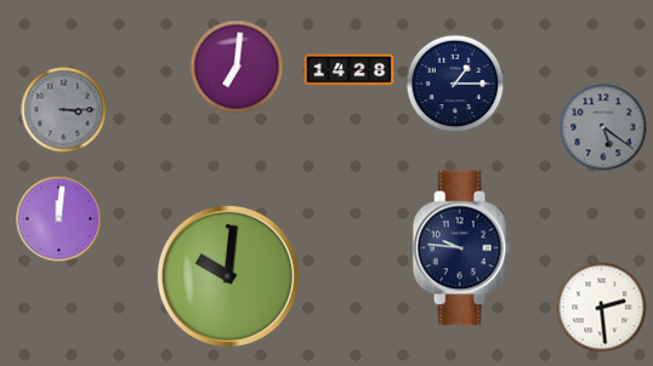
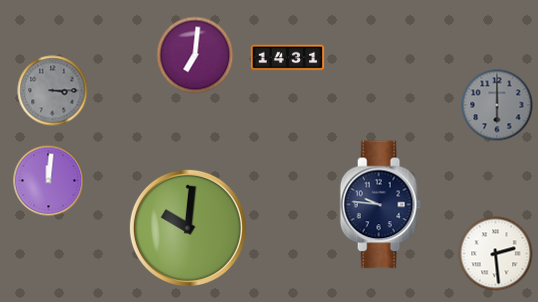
clock at (350, 70): 14:28 -> 14:31
clock at (455, 84): 1:15 -> none
clock at (603, 127): 5:21 -> 6:00
